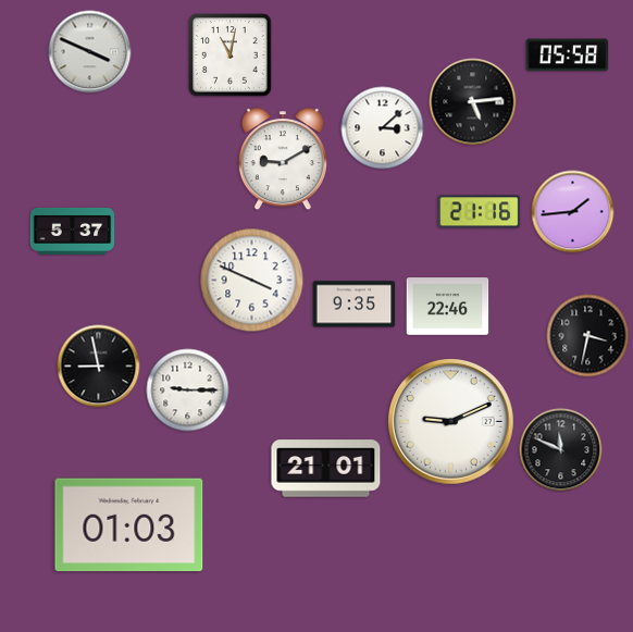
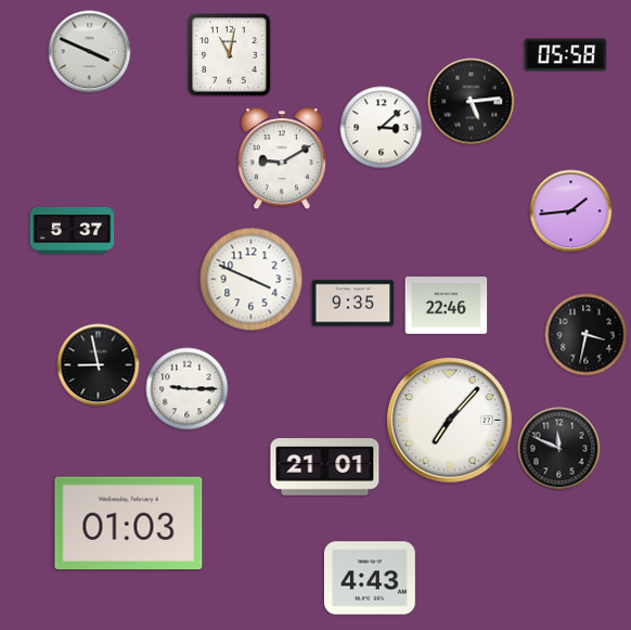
clock at (480, 212): 21:16 -> none
clock at (451, 422): 9:11 -> 7:07
clock at (370, 578): none -> 4:43
